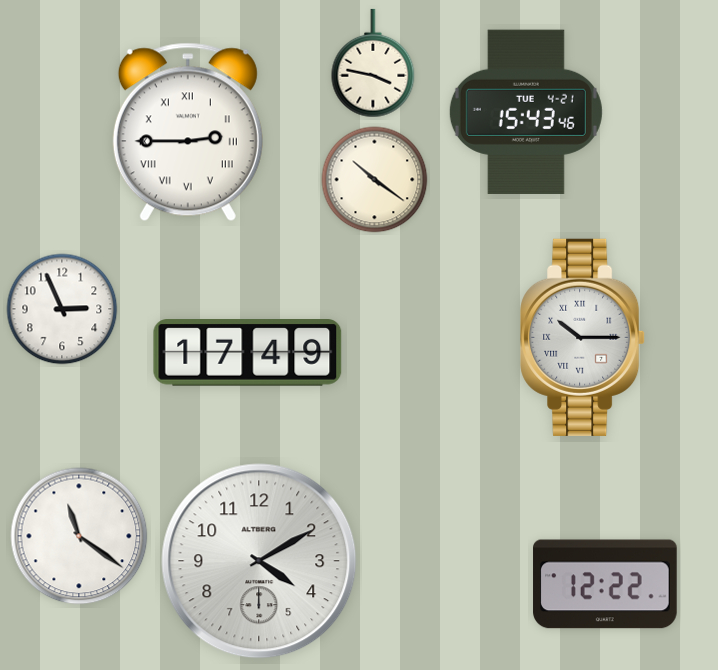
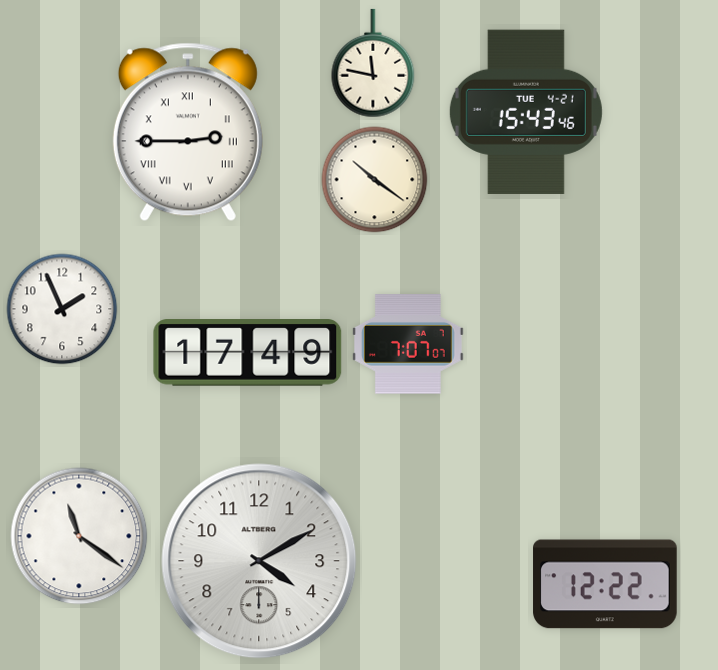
clock at (373, 63): 3:47 -> 11:47
clock at (62, 309): 2:56 -> 1:56
clock at (583, 337): 10:15 -> none
clock at (409, 344): none -> 7:07
